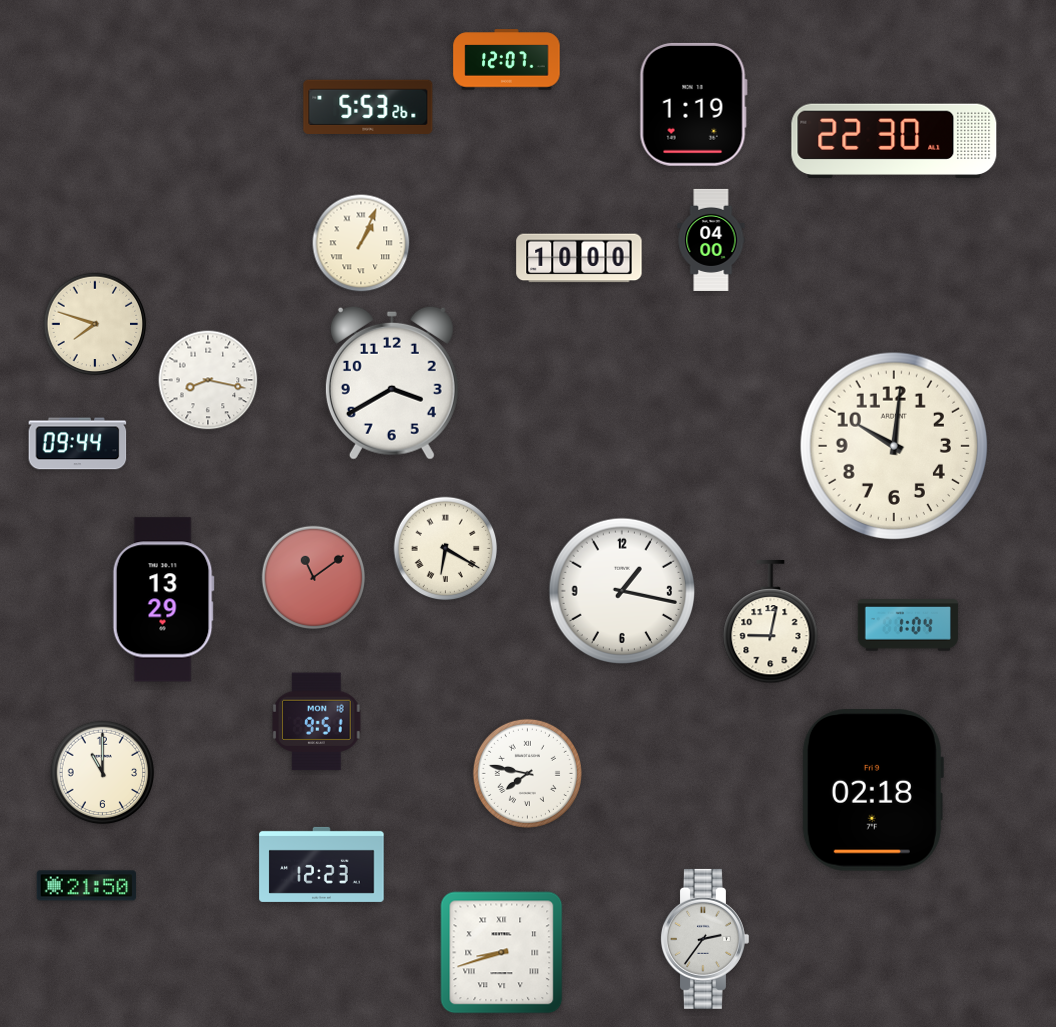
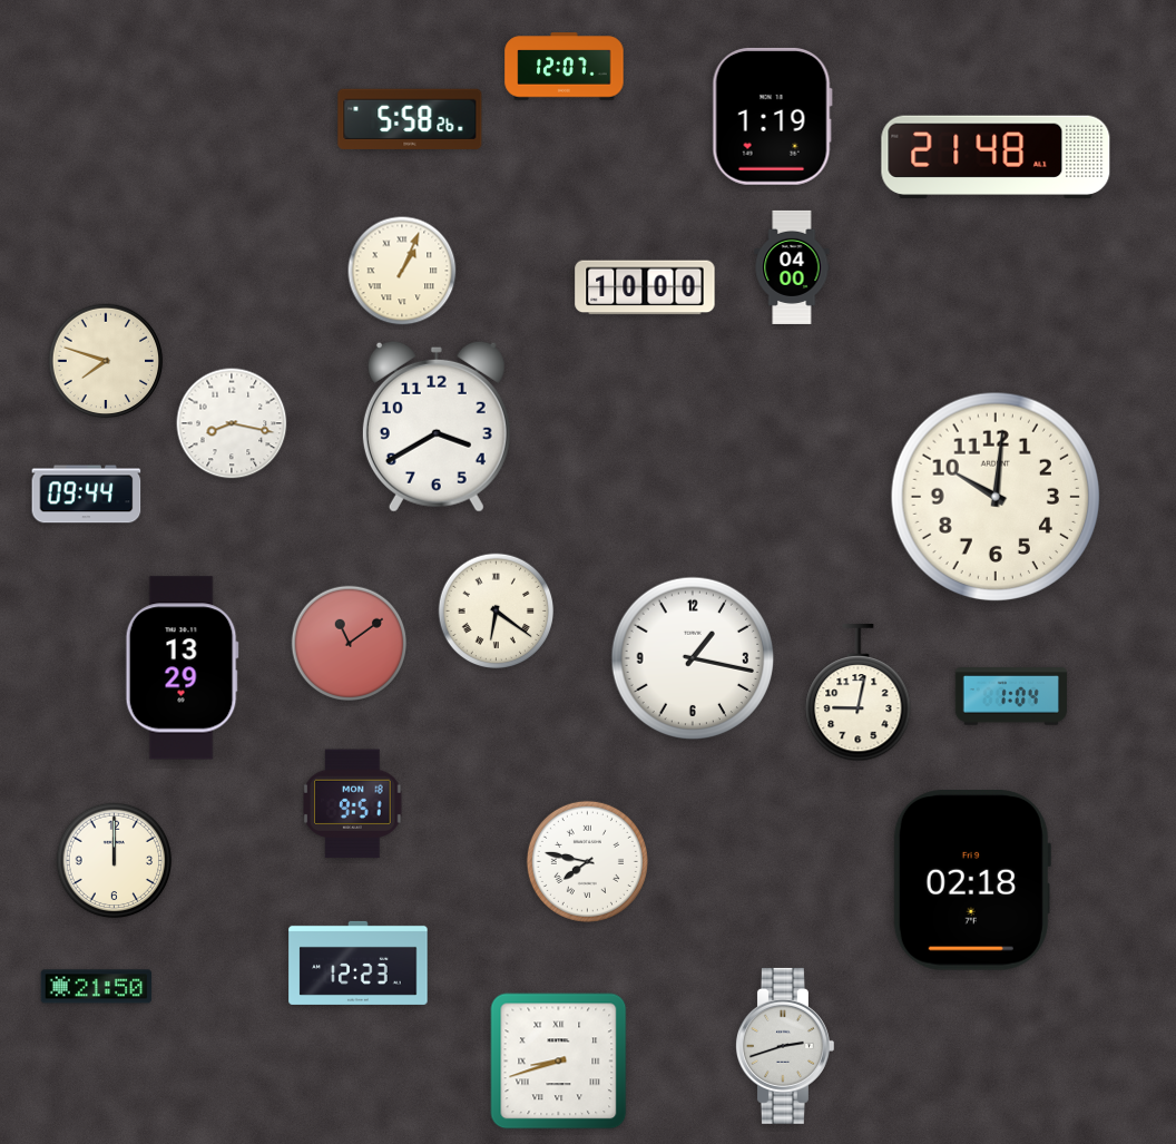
clock at (368, 107): 5:53 -> 5:58
clock at (894, 141): 22:30 -> 21:48
clock at (446, 549): 6:20 -> 6:21
clock at (103, 773): 11:00 -> 12:00
clock at (704, 939): 2:36 -> 2:42
